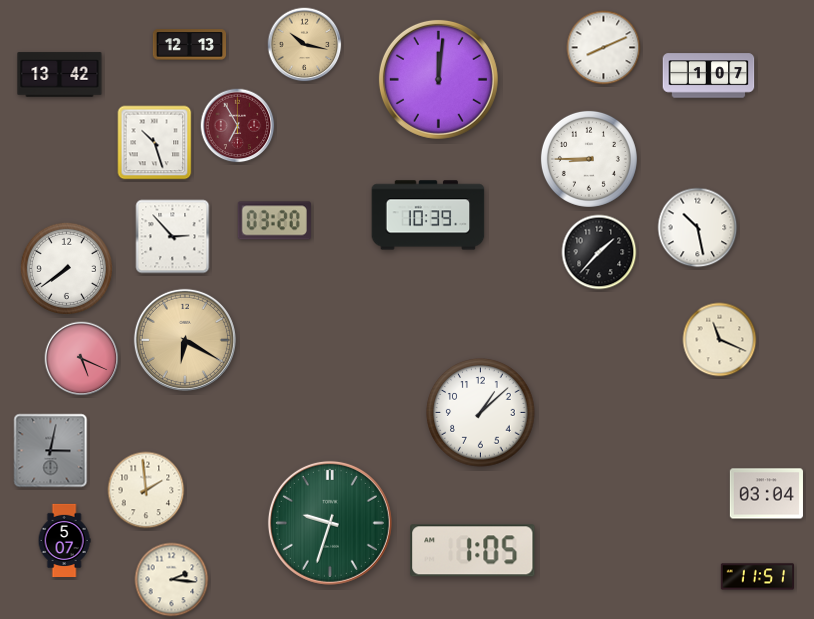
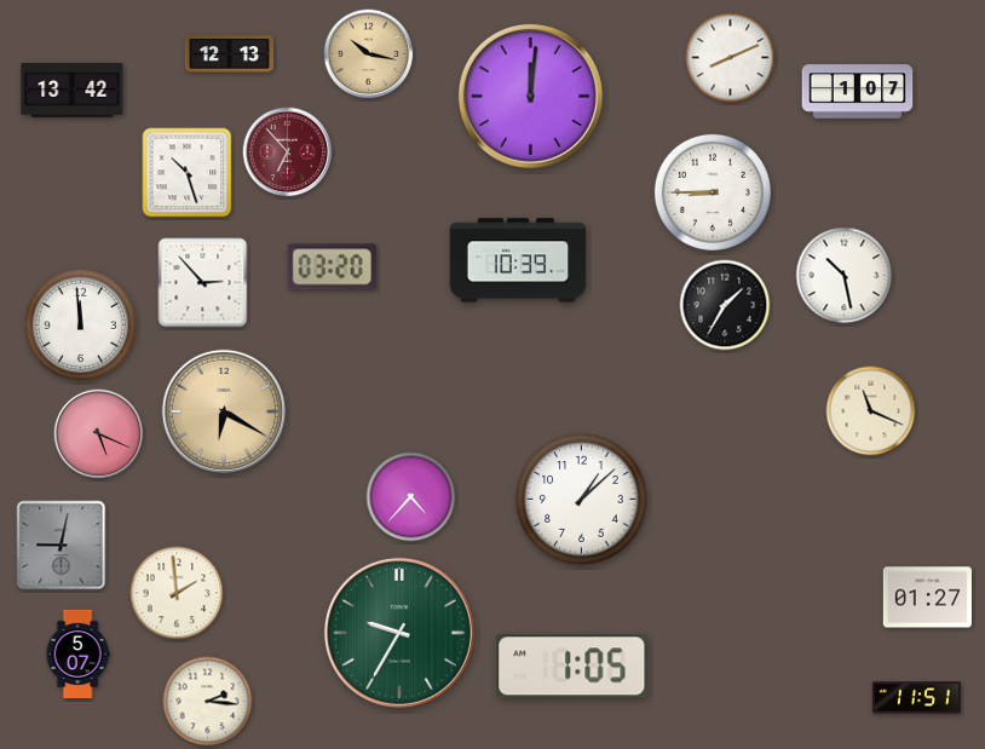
clock at (238, 126): 6:55 -> 6:53
clock at (173, 237) position: (173, 237) -> (203, 283)
clock at (599, 252): 1:37 -> 1:35
clock at (66, 268): 7:39 -> 11:59
clock at (411, 497): none -> 4:37
clock at (51, 451): 3:02 -> 9:02
clock at (766, 494): 03:04 -> 01:27
clock at (330, 523): 9:33 -> 9:35
